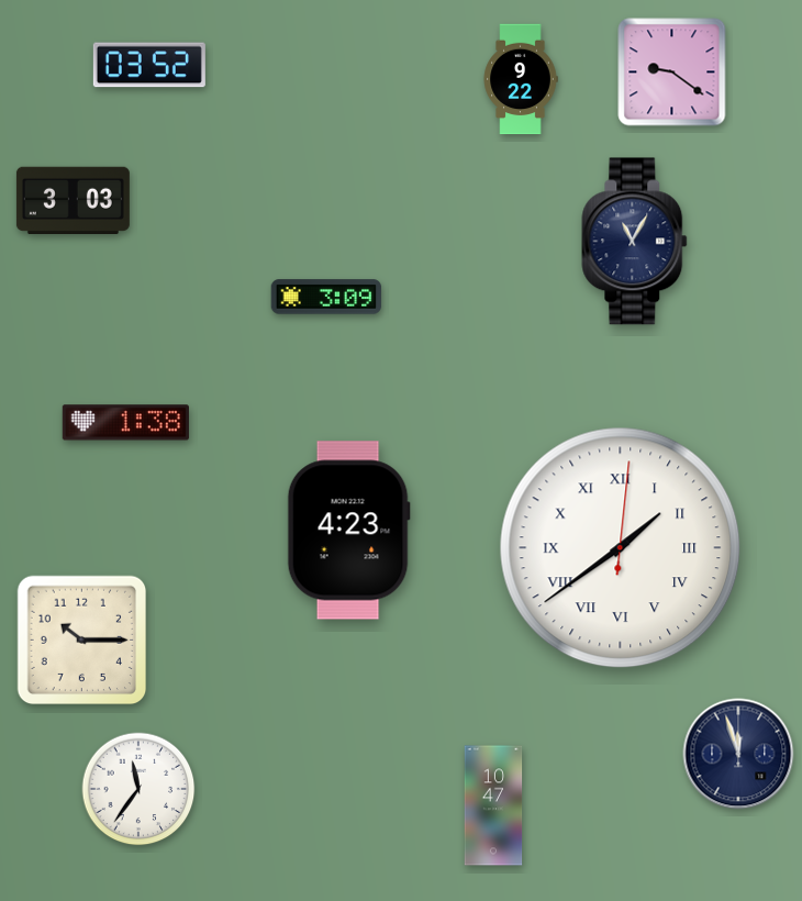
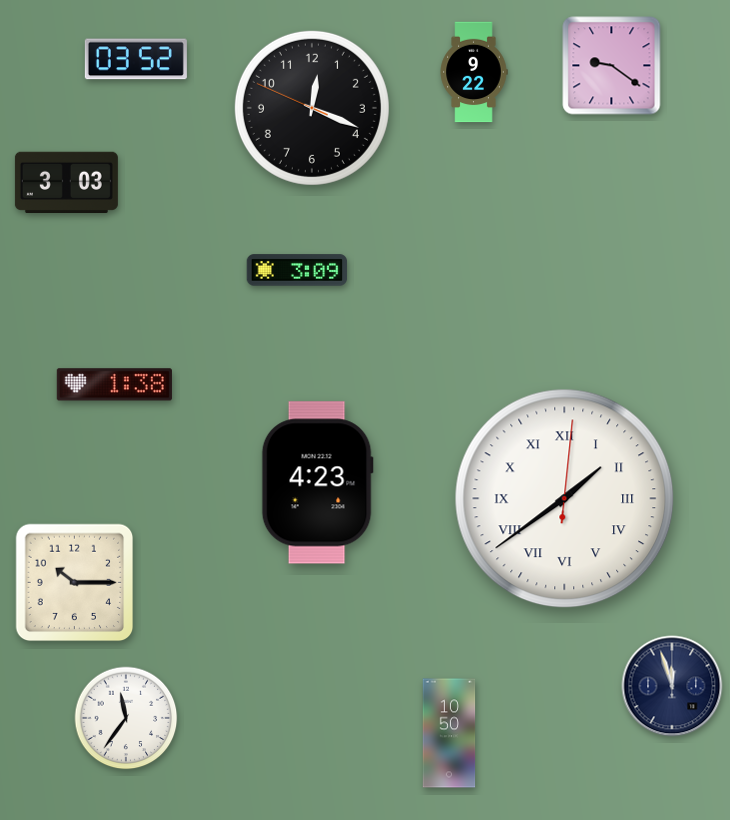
clock at (312, 108): none -> 12:18
clock at (635, 242): 11:05 -> none
clock at (493, 805): 10:47 -> 10:50
